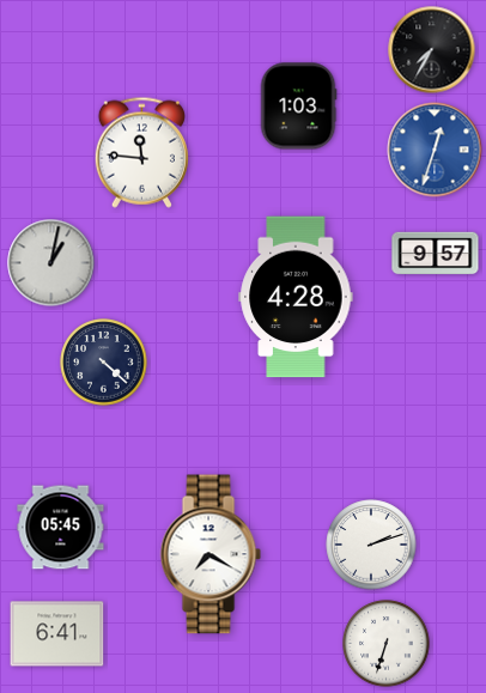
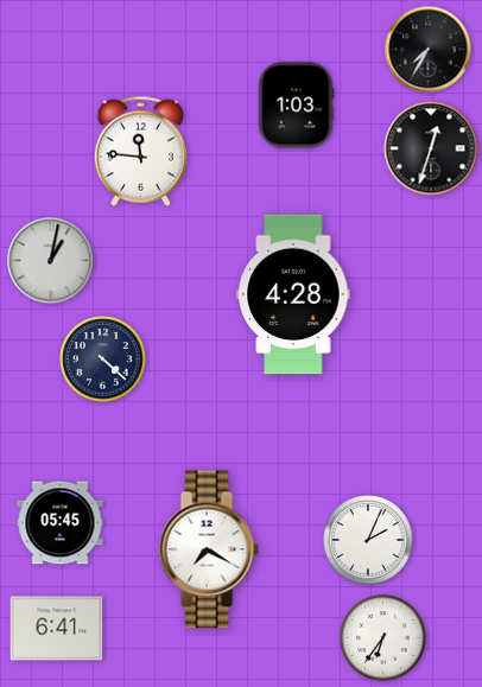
clock at (435, 150) dial: blue -> black
clock at (436, 254): 9:57 -> none
clock at (371, 545): 2:12 -> 2:04
clock at (387, 644): 6:33 -> 6:36
